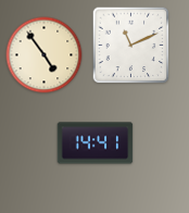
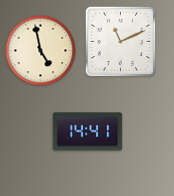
clock at (45, 55): 4:54 -> 4:58
